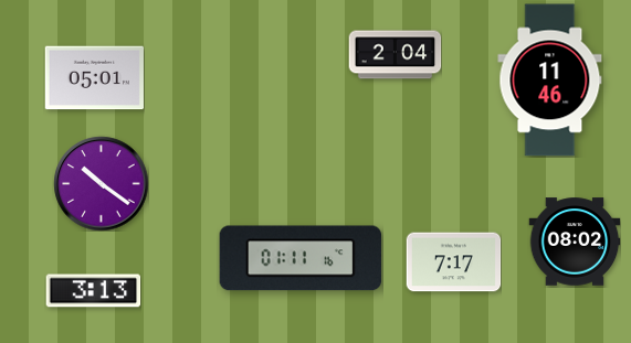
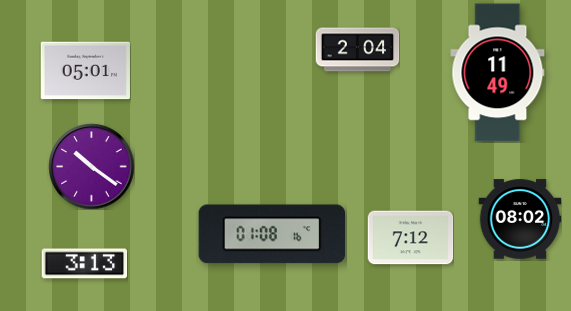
clock at (550, 81): 11:46 -> 11:49
clock at (301, 258): 01:11 -> 01:08
clock at (453, 262): 7:17 -> 7:12
